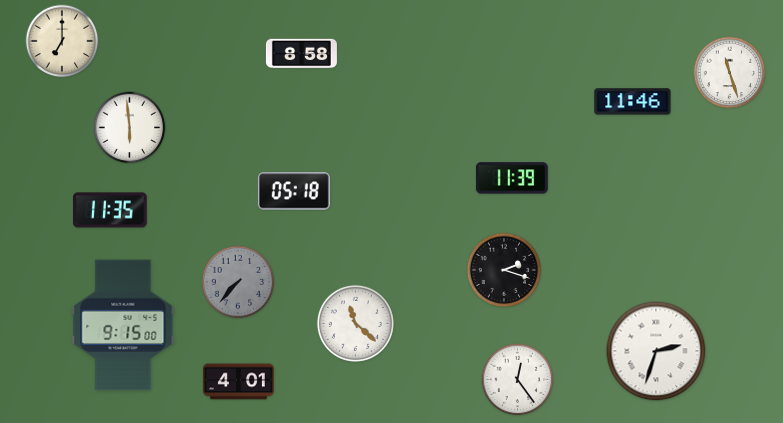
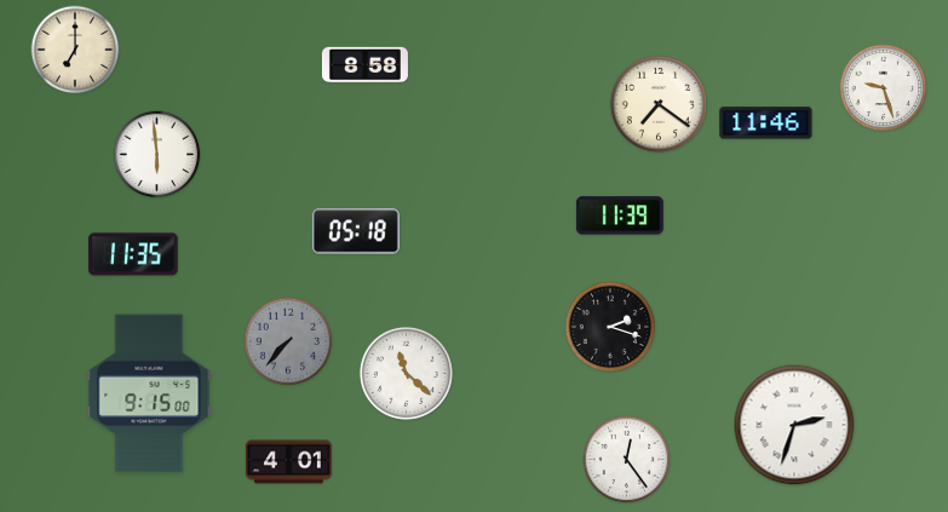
clock at (730, 73): 11:27 -> 9:27
clock at (659, 104): none -> 7:21
clock at (355, 323) position: (355, 323) -> (406, 373)
